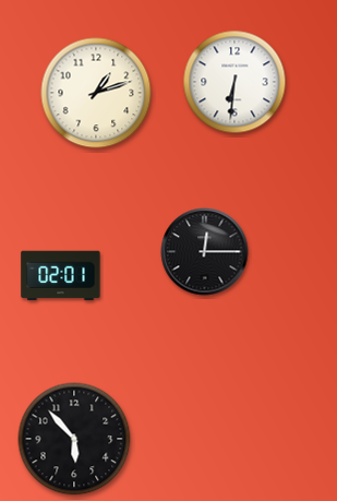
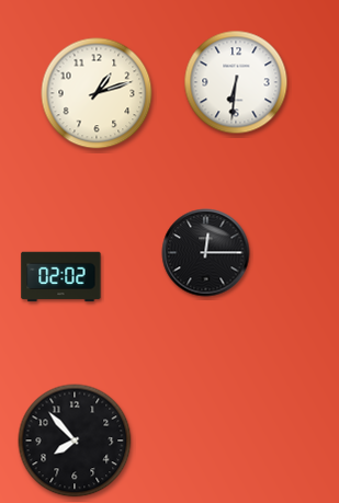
clock at (61, 276): 02:01 -> 02:02
clock at (74, 439): 5:53 -> 7:53
